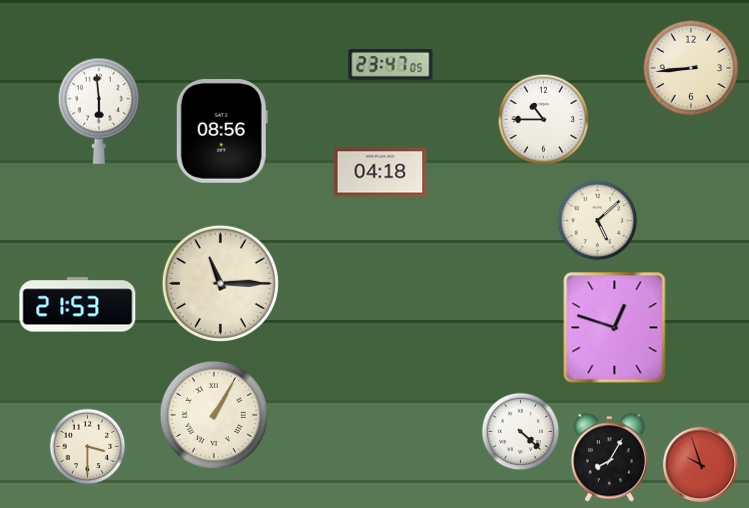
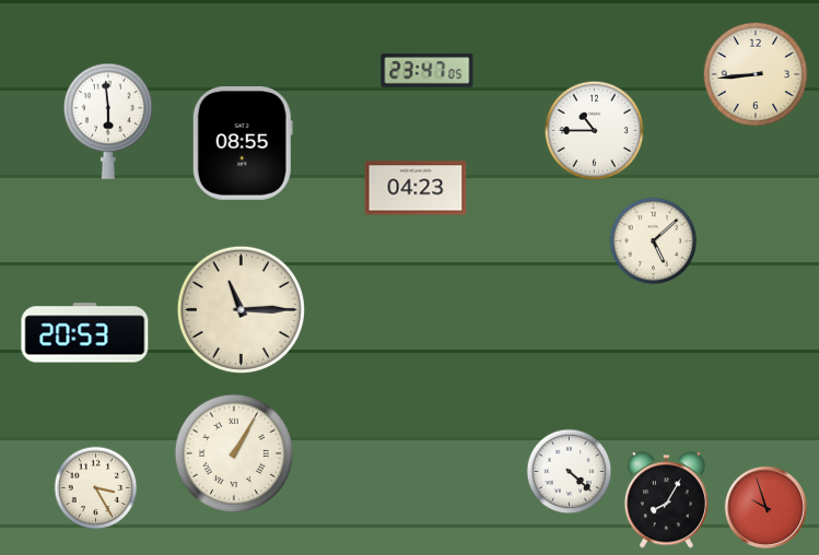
clock at (222, 132): 08:56 -> 08:55
clock at (380, 172): 04:18 -> 04:23
clock at (78, 305): 21:53 -> 20:53
clock at (615, 328): 12:48 -> none
clock at (88, 447): 3:30 -> 3:25
